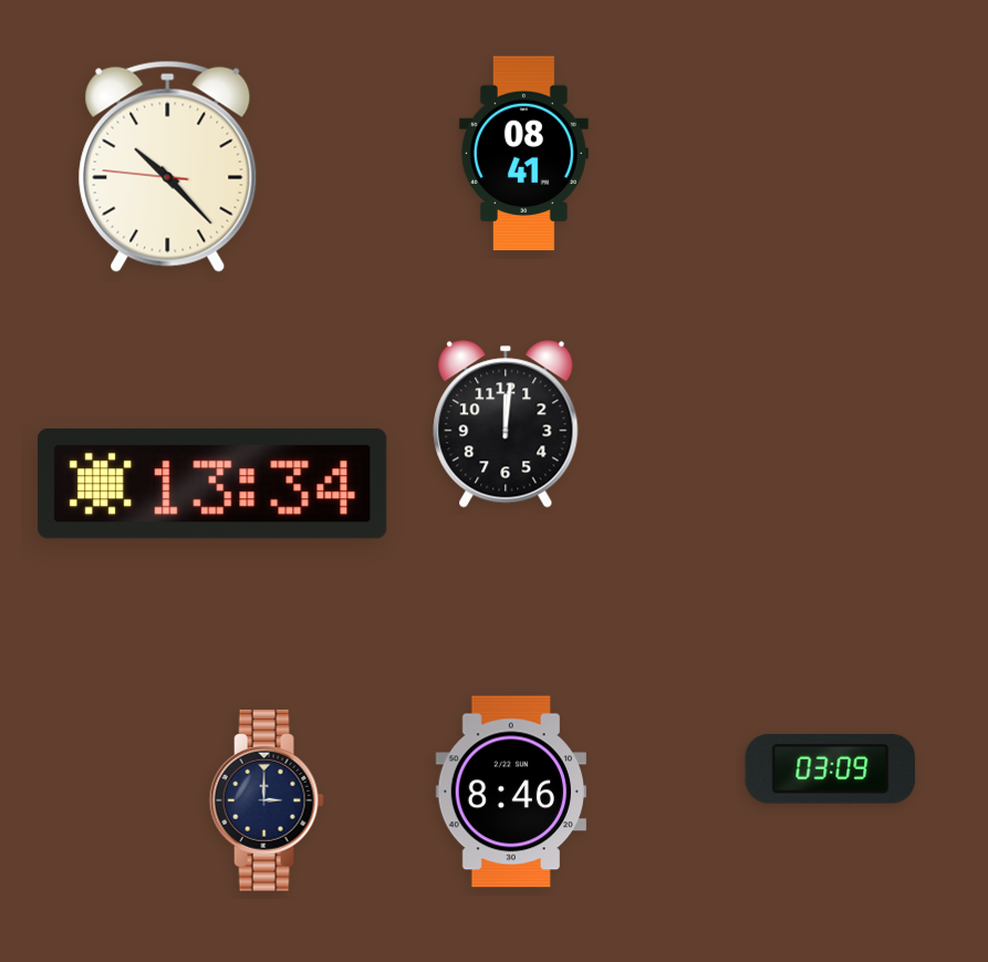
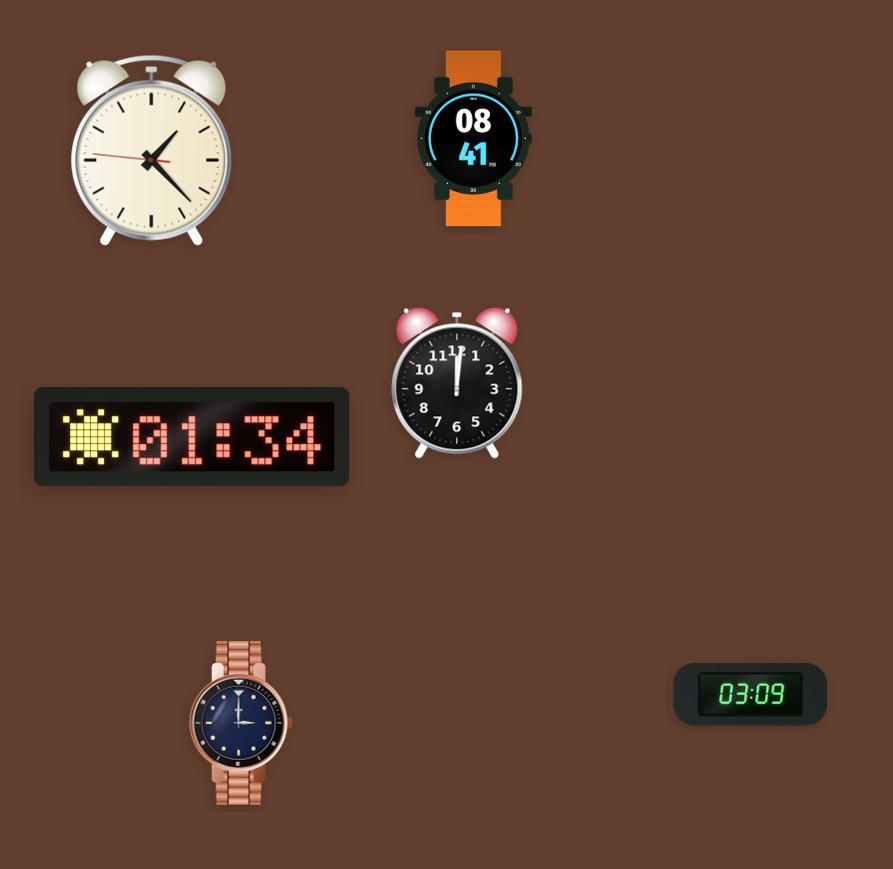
clock at (168, 166): 10:22 -> 1:22
clock at (214, 484): 13:34 -> 01:34
clock at (511, 792): 8:46 -> none
